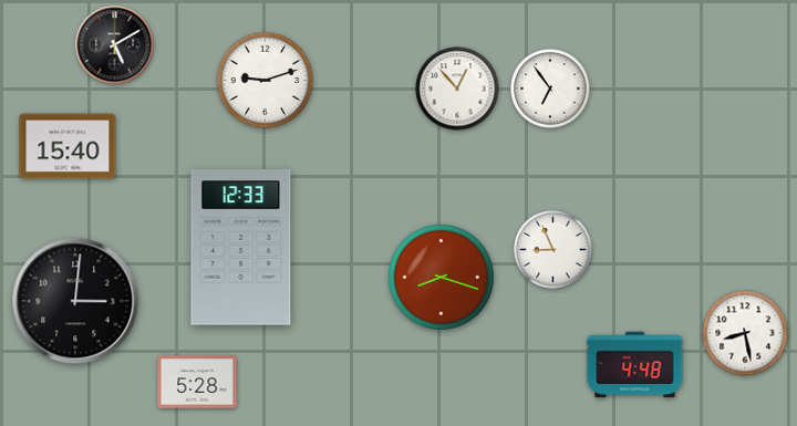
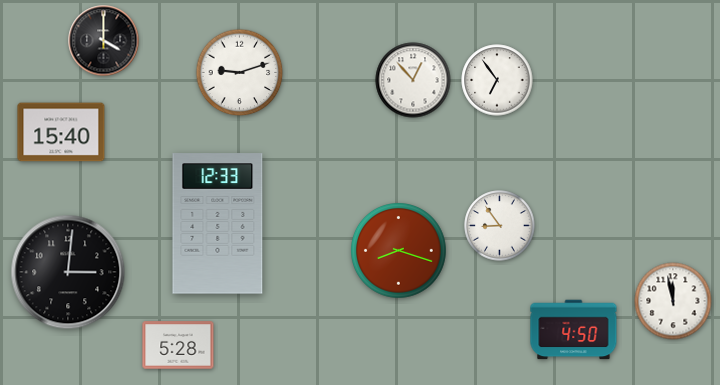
clock at (115, 45): 5:10 -> 4:00
clock at (553, 250): 8:56 -> 8:54
clock at (745, 333): 8:28 -> 11:58
clock at (635, 365): 4:48 -> 4:50
